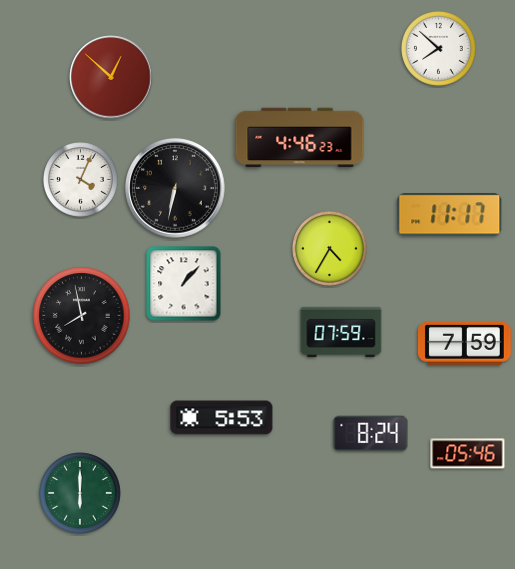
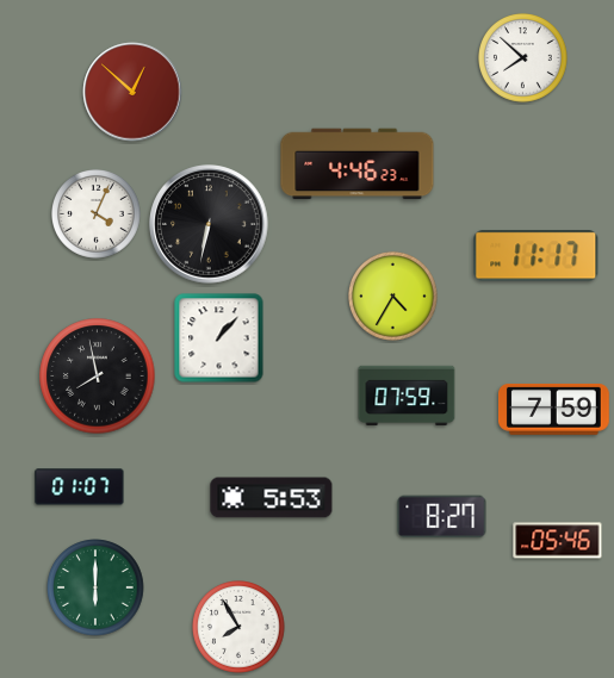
clock at (80, 487): none -> 01:07
clock at (222, 418) position: (222, 418) -> (272, 498)
clock at (371, 434): 8:24 -> 8:27
clock at (240, 628): none -> 7:55
